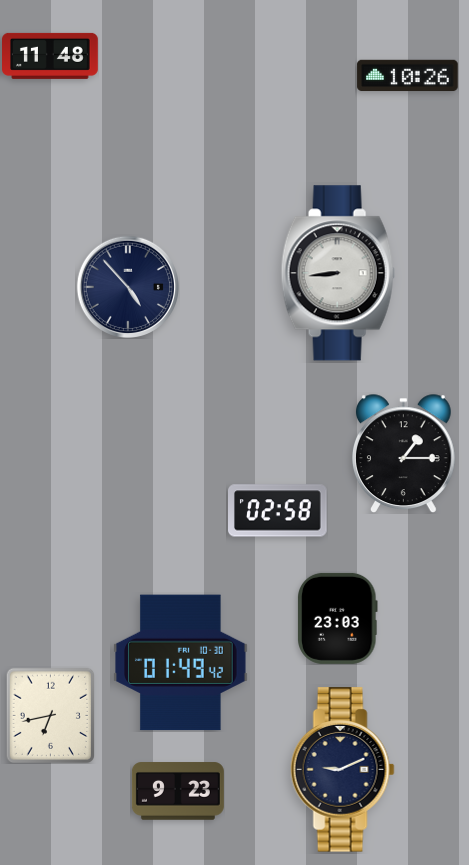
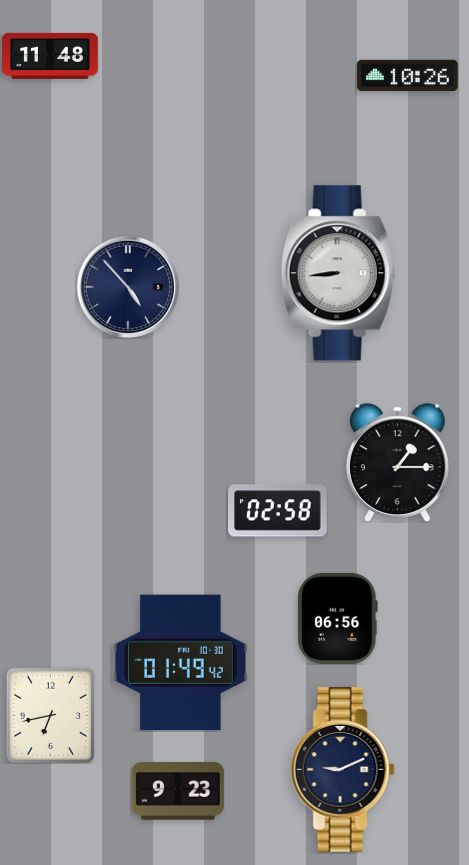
clock at (404, 453) position: (404, 453) -> (398, 462)
clock at (338, 618): 23:03 -> 06:56
